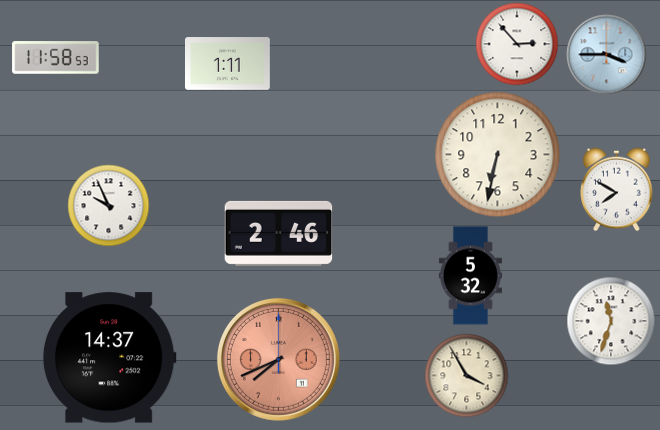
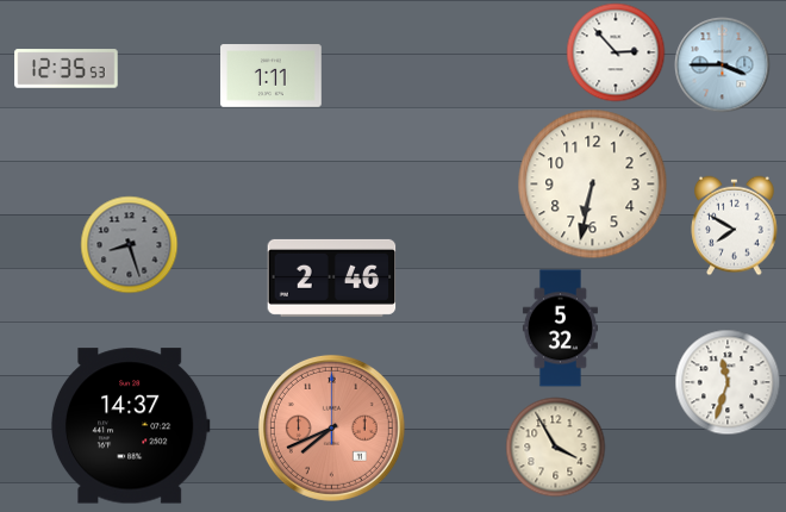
clock at (56, 58): 11:58 -> 12:35
clock at (109, 206): 9:56 -> 8:27
clock at (109, 206) dial: white -> grey
